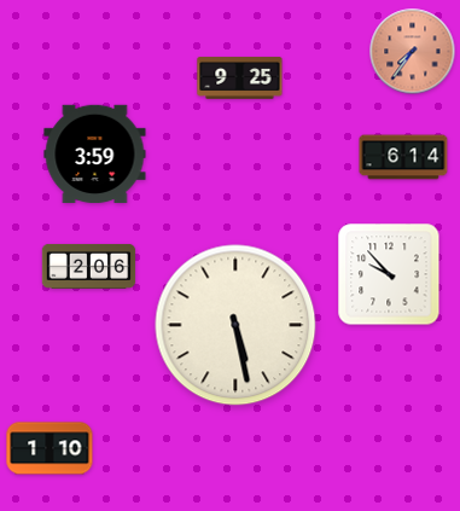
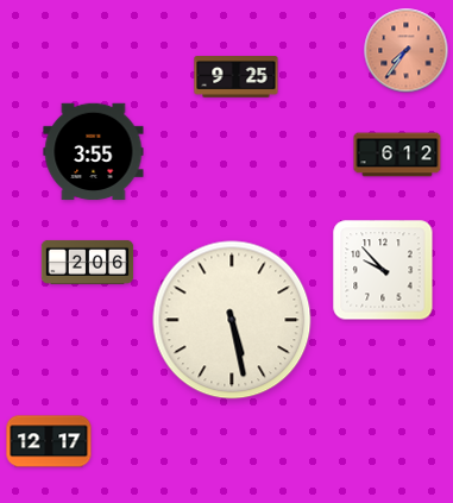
clock at (95, 155): 3:59 -> 3:55
clock at (403, 157): 6:14 -> 6:12
clock at (50, 448): 1:10 -> 12:17
